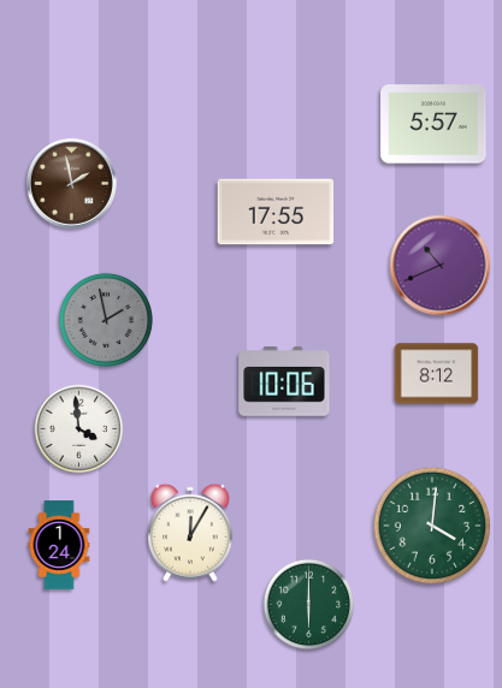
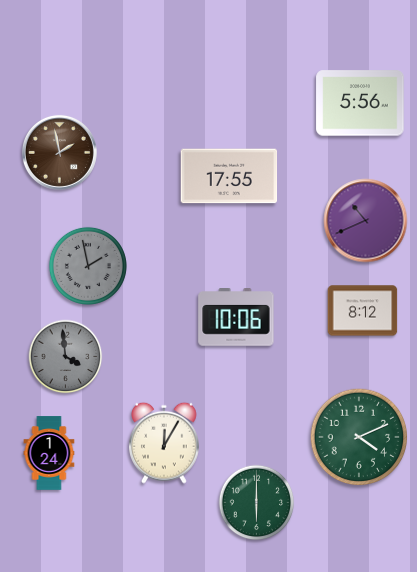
clock at (433, 124): 5:57 -> 5:56
clock at (79, 429) dial: white -> grey
clock at (432, 526): 4:01 -> 4:11
clock at (191, 533) position: (191, 533) -> (165, 443)
